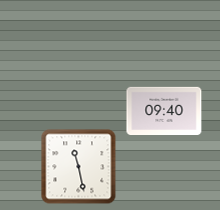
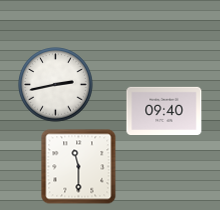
clock at (56, 85): none -> 2:43
clock at (79, 167): 11:28 -> 11:30
